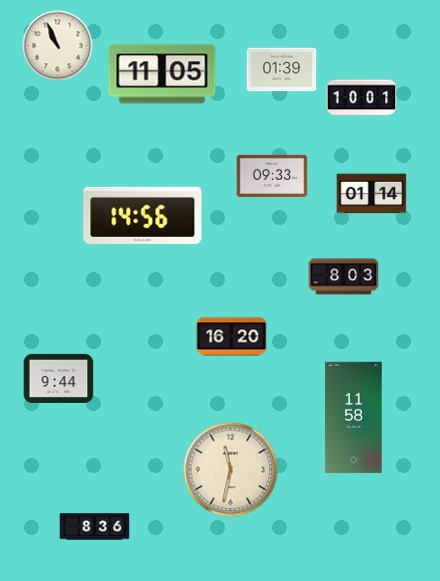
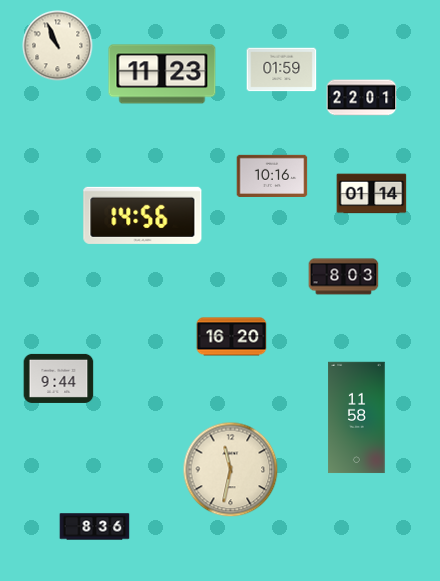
clock at (282, 70): 01:39 -> 01:59
clock at (162, 74): 11:05 -> 11:23
clock at (362, 98): 10:01 -> 22:01
clock at (272, 175): 09:33 -> 10:16
clock at (354, 418) position: (354, 418) -> (357, 418)
